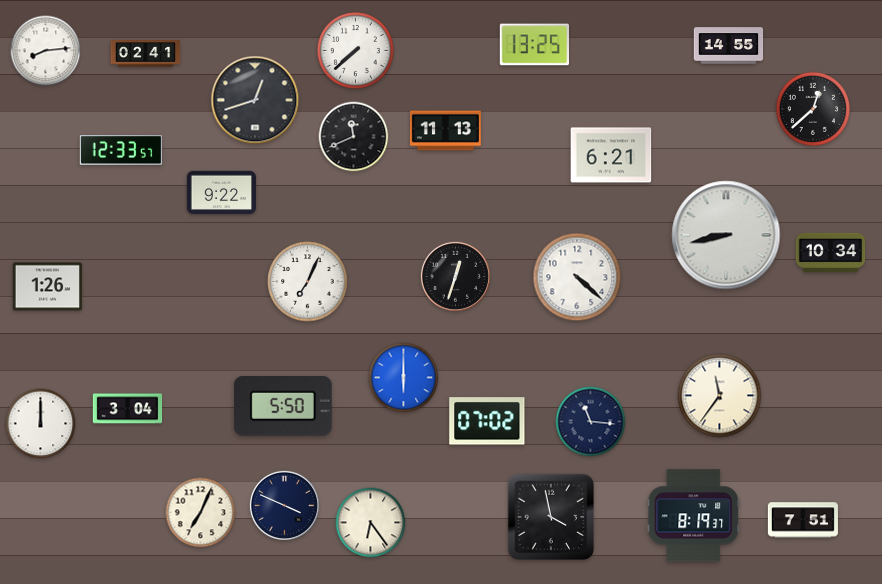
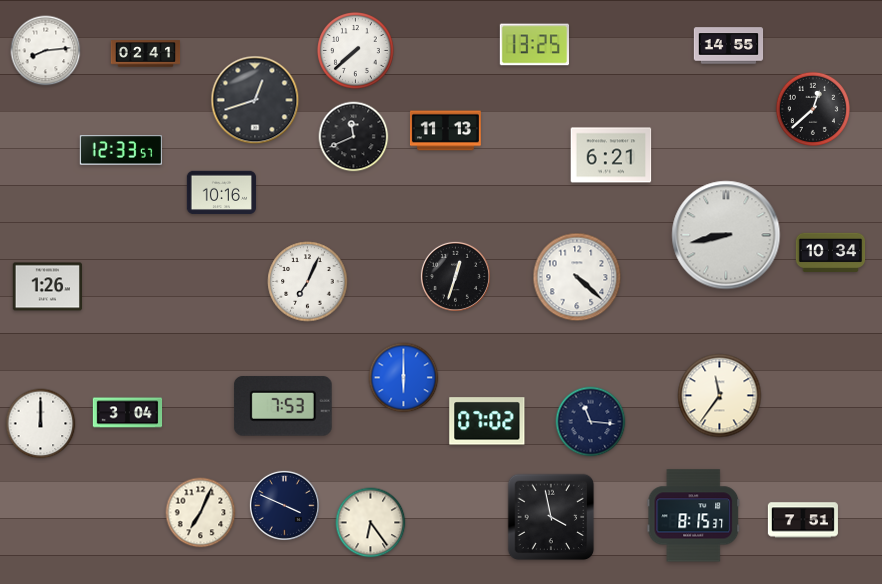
clock at (222, 193): 9:22 -> 10:16
clock at (283, 406): 5:50 -> 7:53
clock at (128, 409) position: (128, 409) -> (128, 413)
clock at (694, 516): 8:19 -> 8:15
